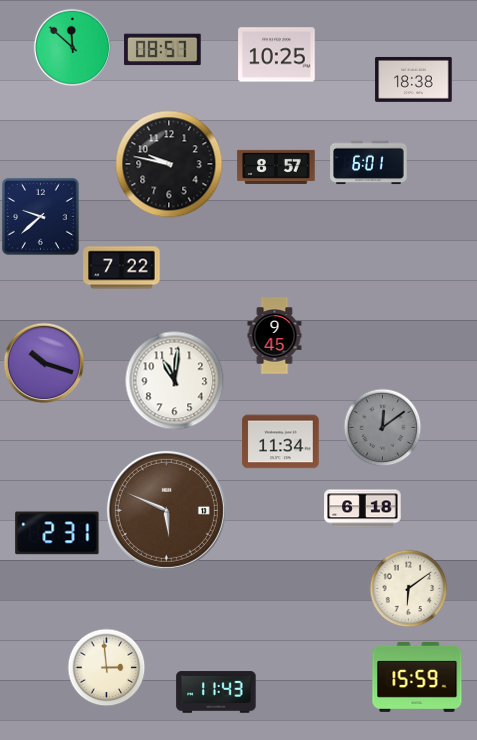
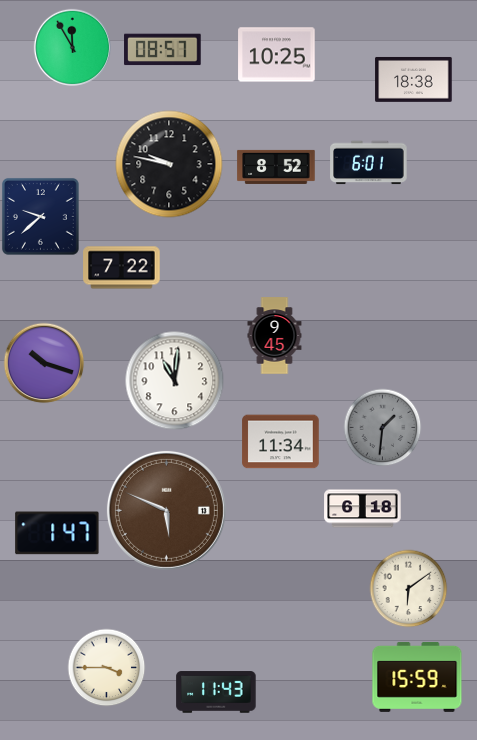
clock at (72, 47): 11:52 -> 11:55
clock at (276, 167): 8:57 -> 8:52
clock at (382, 427): 12:09 -> 1:31
clock at (57, 533): 2:31 -> 1:47
clock at (106, 667): 2:59 -> 3:45
